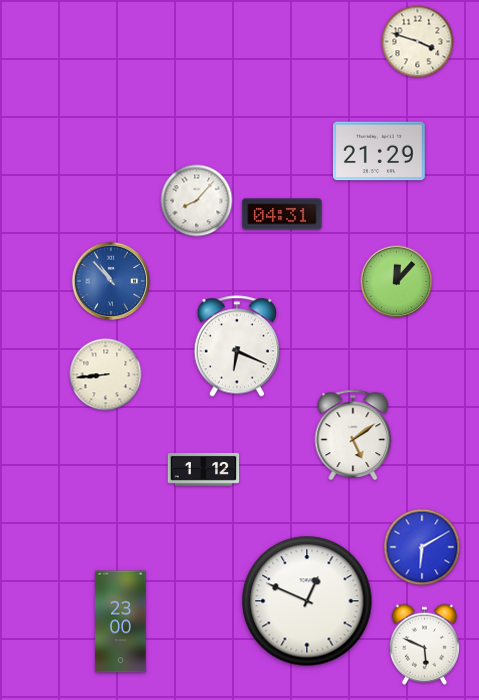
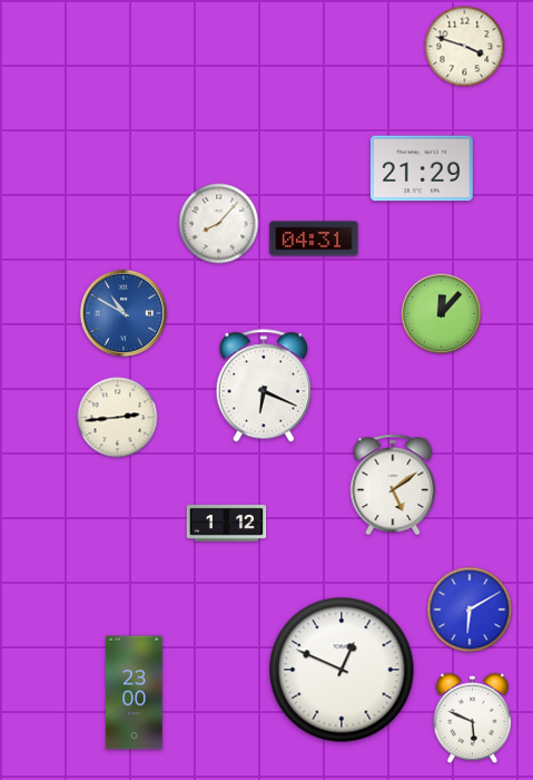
clock at (110, 280): 10:53 -> 10:50
clock at (106, 375): 8:44 -> 2:44
